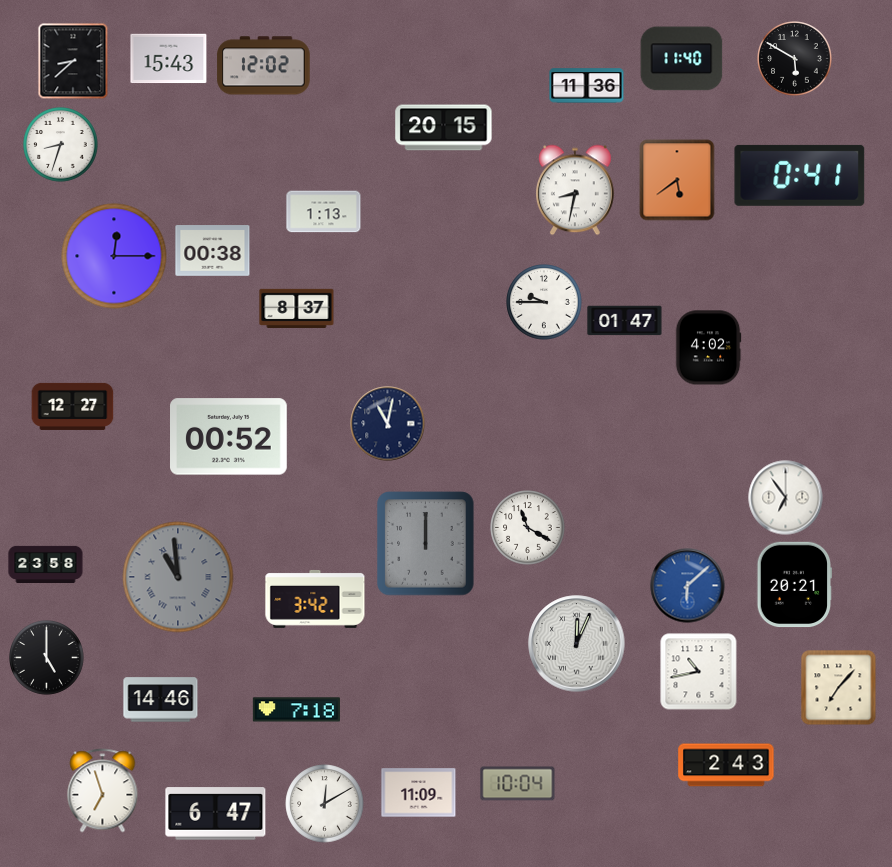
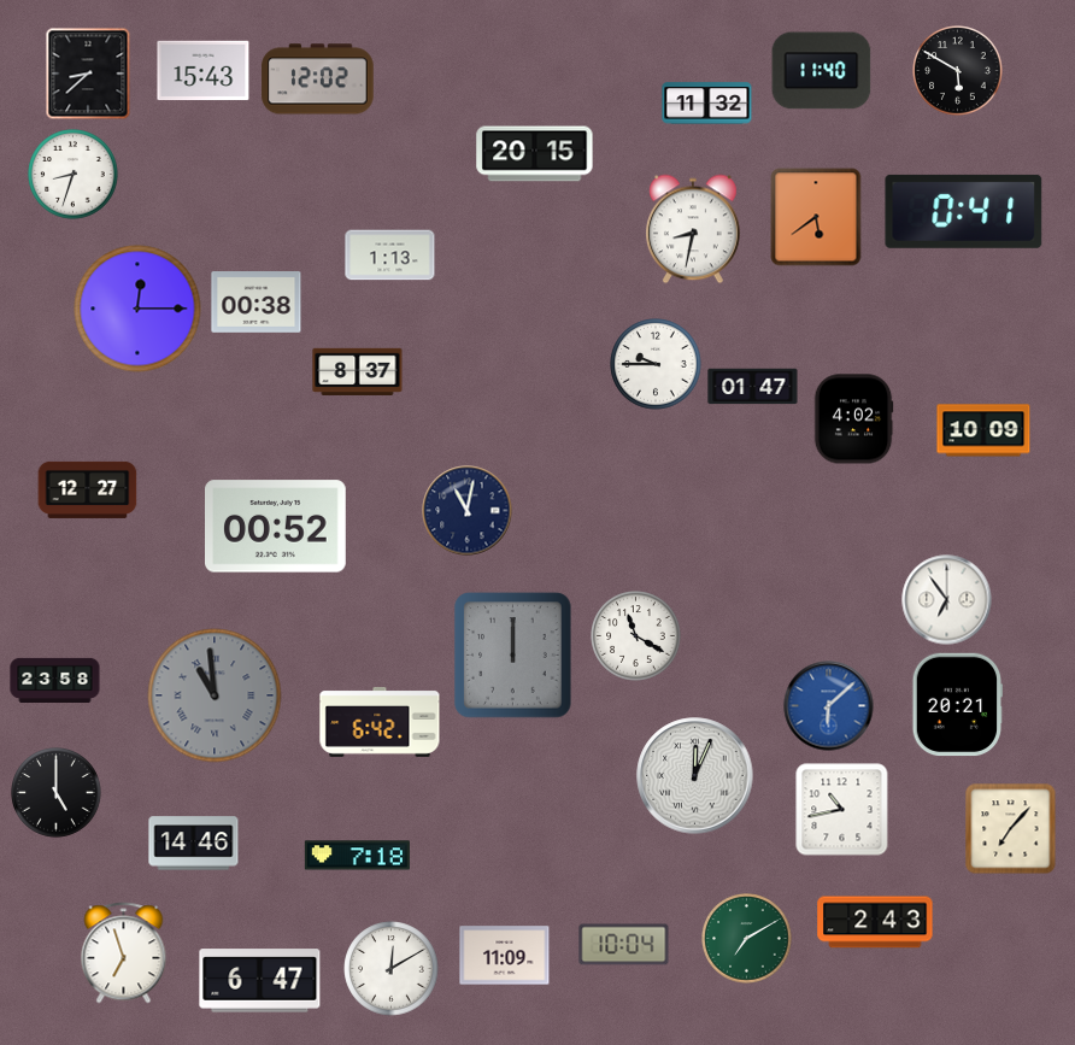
clock at (587, 86): 11:36 -> 11:32
clock at (983, 430): none -> 10:09
clock at (315, 599): 3:42 -> 6:42
clock at (747, 939): none -> 7:10
